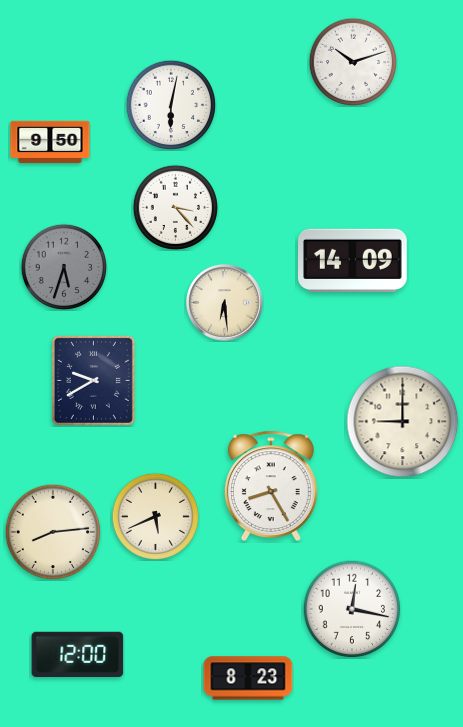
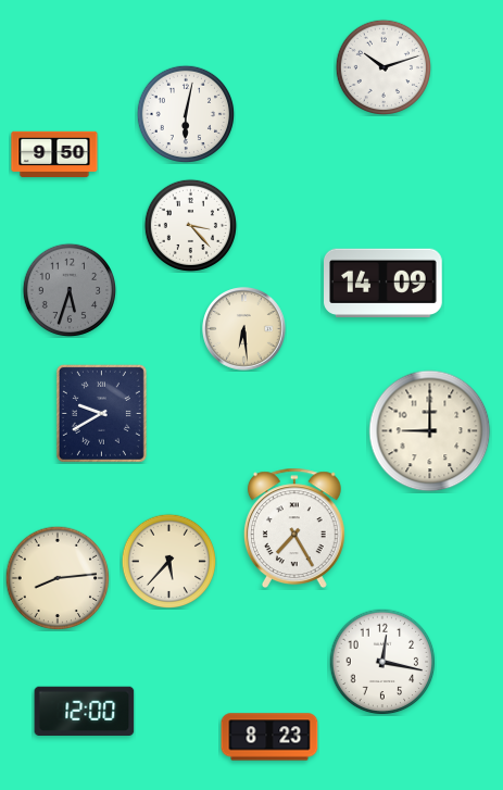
clock at (403, 422) position: (403, 422) -> (430, 431)
clock at (271, 485): 8:25 -> 7:25
clock at (155, 516): 5:41 -> 5:37
